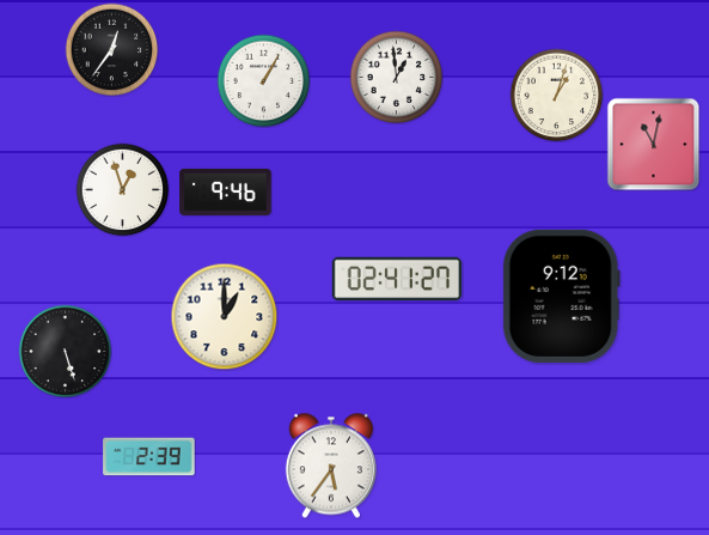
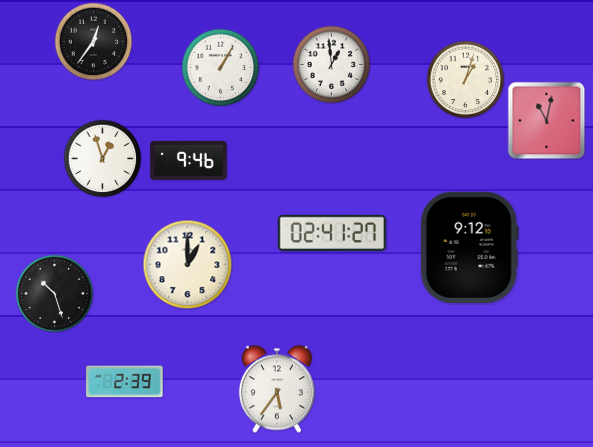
clock at (65, 351): 5:27 -> 10:27
